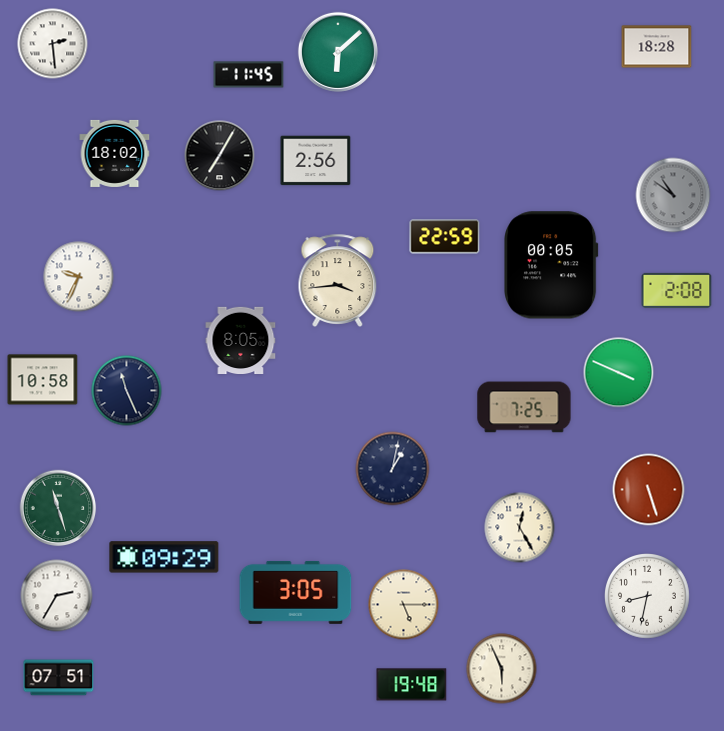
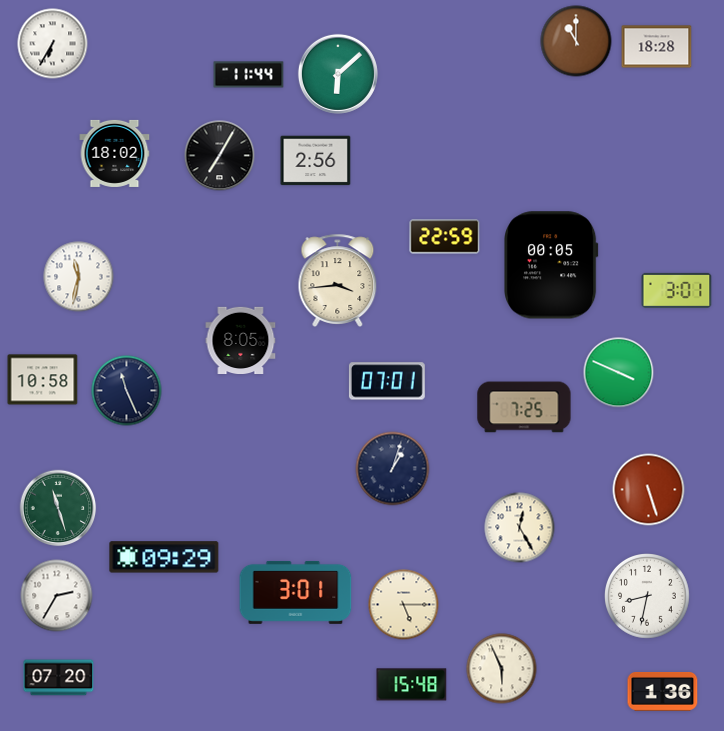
clock at (576, 41): none -> 11:00
clock at (53, 44): 2:29 -> 6:35
clock at (338, 52) position: (338, 52) -> (338, 74)
clock at (249, 75): 11:45 -> 11:44
clock at (673, 195): 10:51 -> none
clock at (79, 277): 9:34 -> 11:32
clock at (677, 290): 2:08 -> 3:01
clock at (387, 381): none -> 07:01
clock at (393, 469): 1:02 -> 1:03
clock at (296, 592): 3:05 -> 3:01
clock at (59, 678): 07:51 -> 07:20
clock at (412, 685): 19:48 -> 15:48
clock at (663, 692): none -> 1:36
